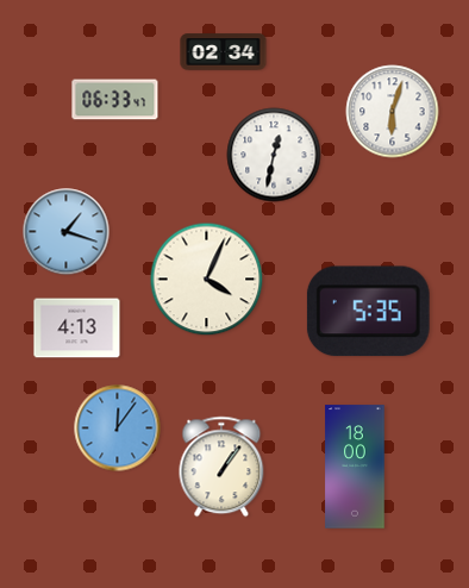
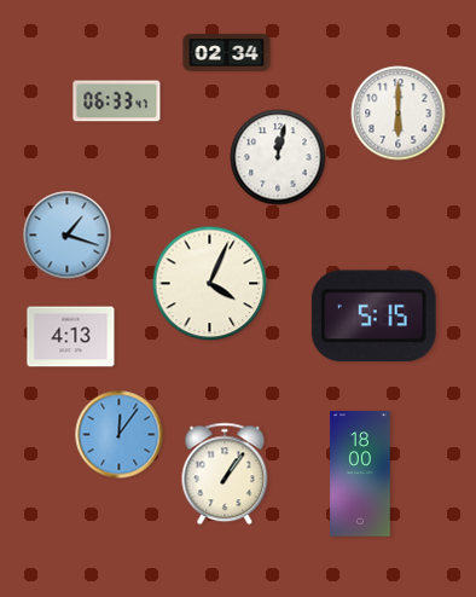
clock at (393, 112): 6:03 -> 6:00
clock at (274, 155): 12:32 -> 12:02
clock at (368, 312): 5:35 -> 5:15
clock at (77, 329) position: (77, 329) -> (71, 337)
